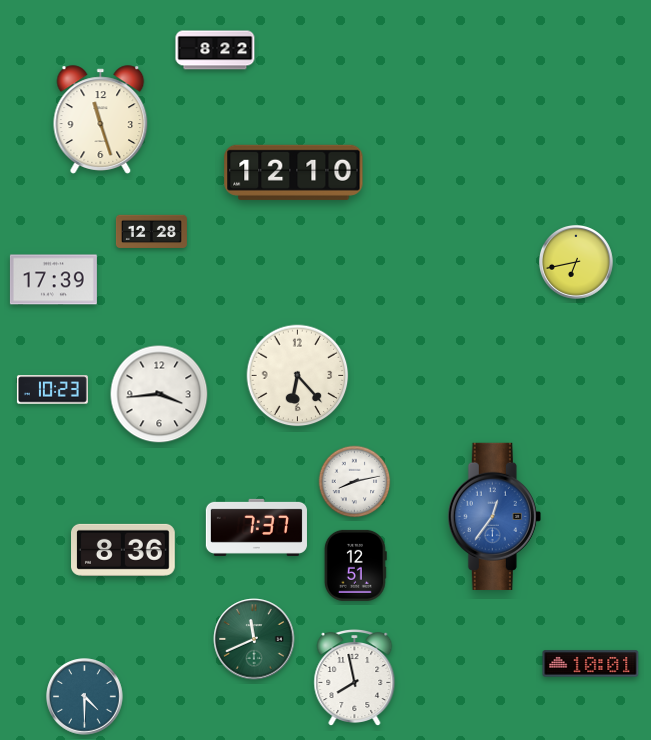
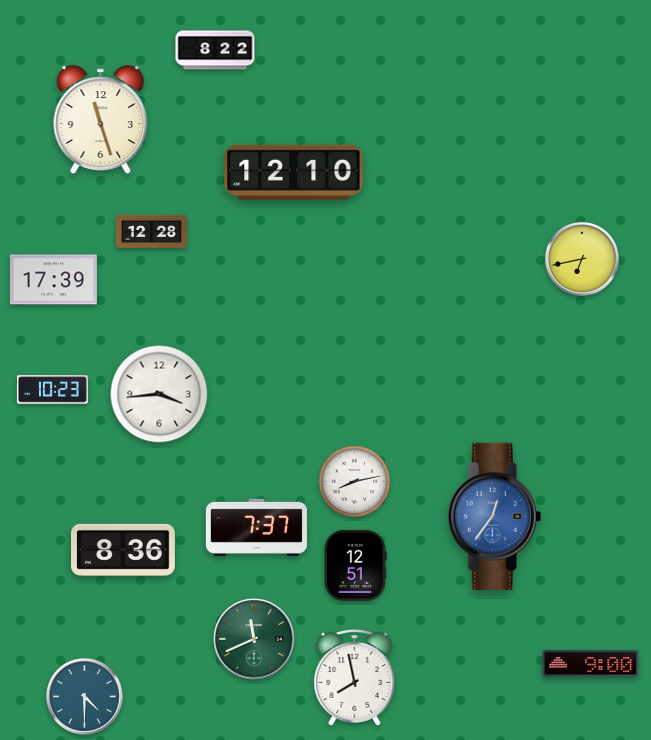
clock at (577, 263) position: (577, 263) -> (583, 260)
clock at (298, 376): 6:23 -> none
clock at (591, 664): 10:01 -> 9:00
